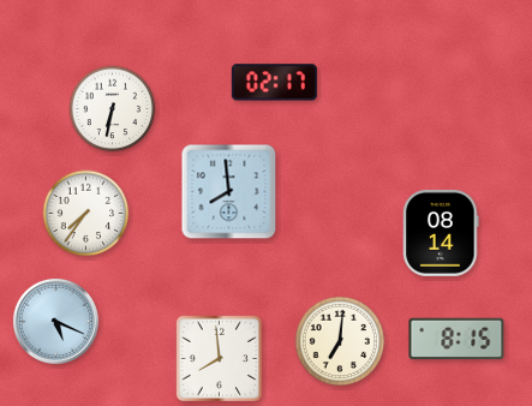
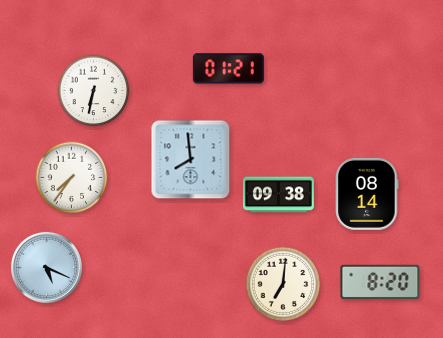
clock at (274, 83): 02:17 -> 01:21
clock at (278, 195): none -> 09:38
clock at (456, 339): 8:15 -> 8:20
clock at (219, 358): 7:59 -> none
